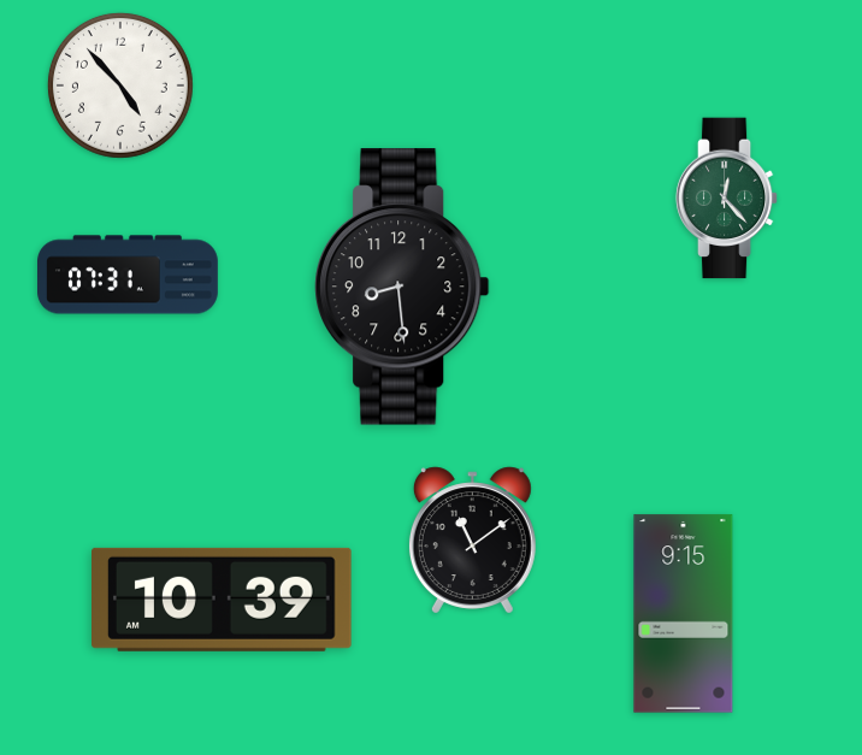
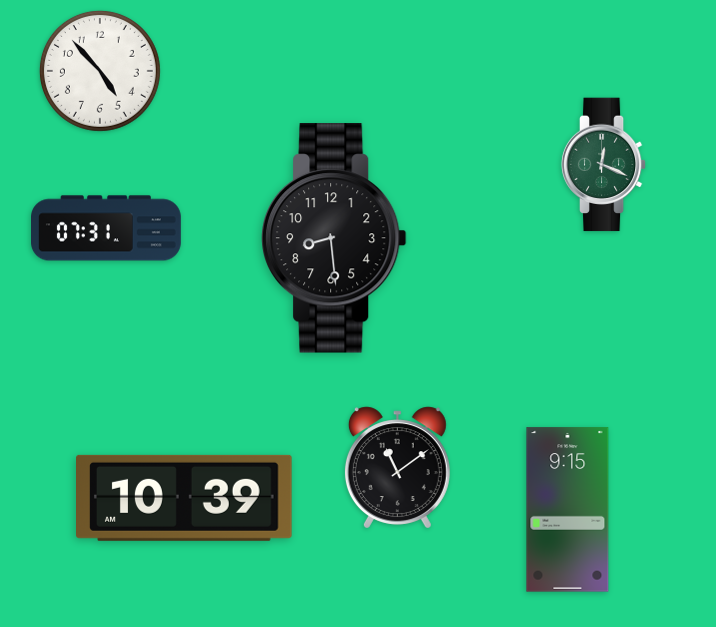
clock at (727, 199): 12:23 -> 12:19
clock at (472, 541) position: (472, 541) -> (397, 468)
